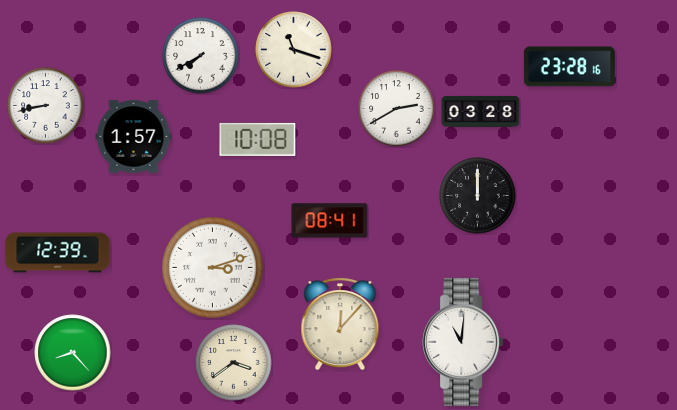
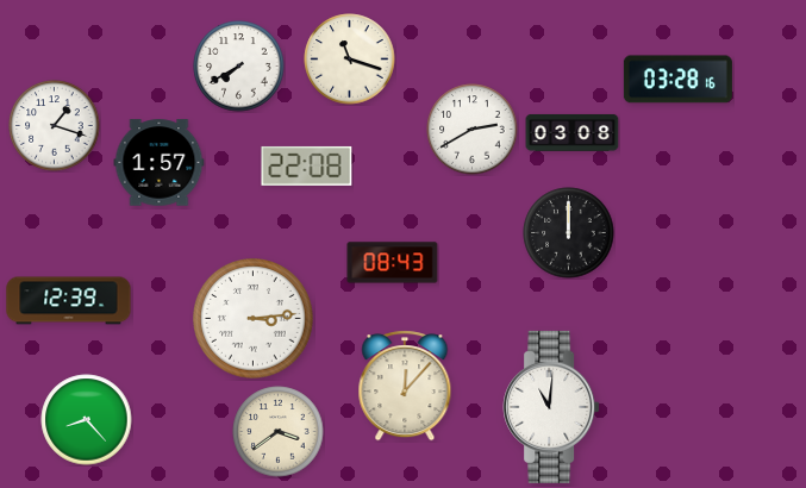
clock at (569, 67): 23:28 -> 03:28
clock at (46, 106): 8:43 -> 1:18
clock at (481, 111): 03:28 -> 03:08
clock at (258, 139): 10:08 -> 22:08
clock at (330, 221): 08:41 -> 08:43
clock at (213, 268): 3:12 -> 3:14
